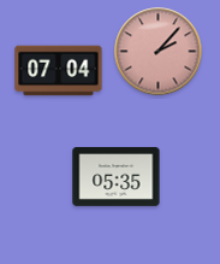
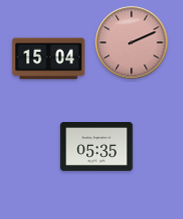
clock at (159, 52): 2:07 -> 2:11
clock at (59, 71): 07:04 -> 15:04
